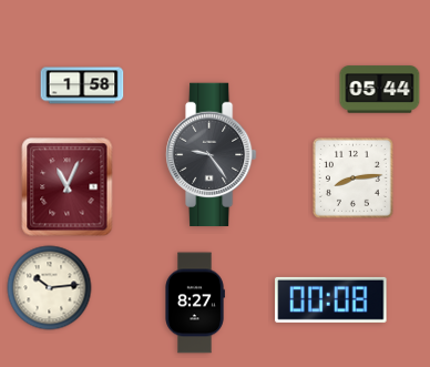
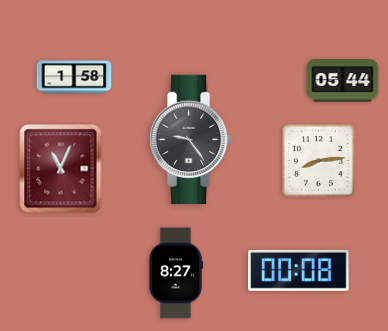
clock at (50, 288): 10:14 -> none
